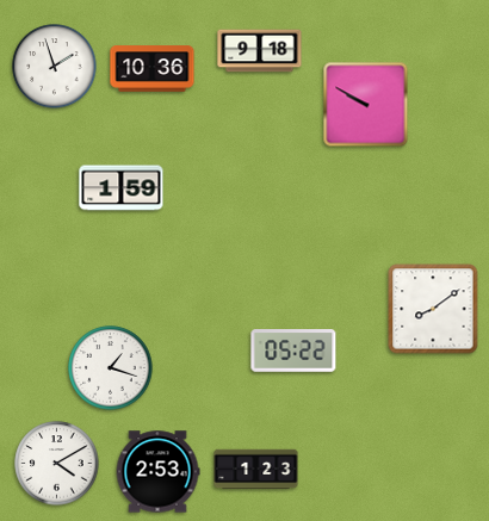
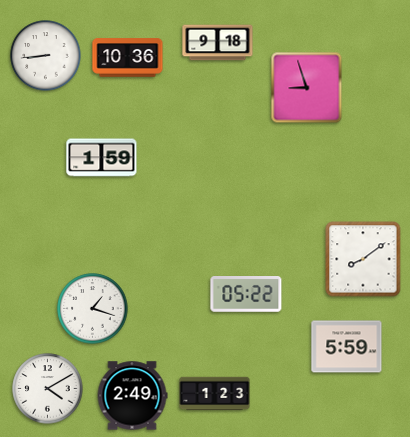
clock at (55, 67): 1:57 -> 8:44
clock at (366, 105): 9:50 -> 8:57
clock at (347, 347): none -> 5:59
clock at (157, 472): 2:53 -> 2:49
